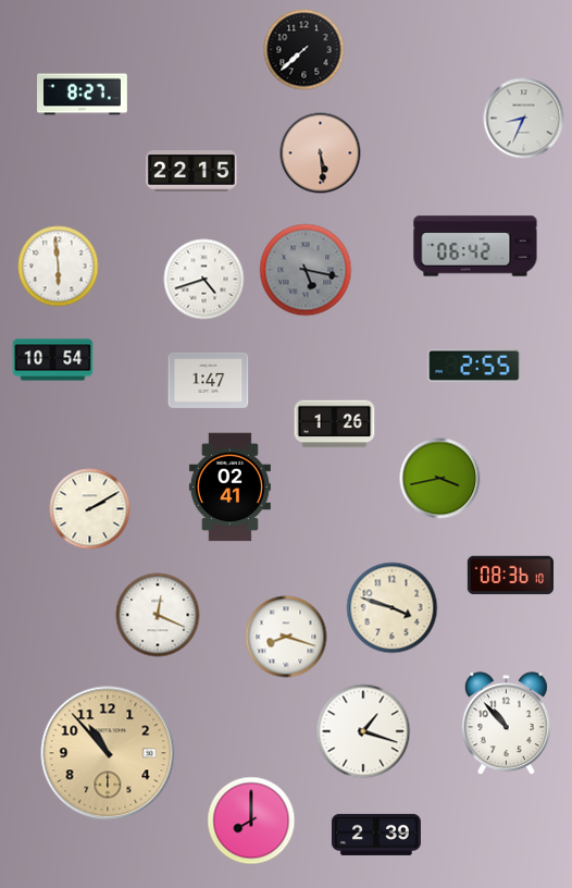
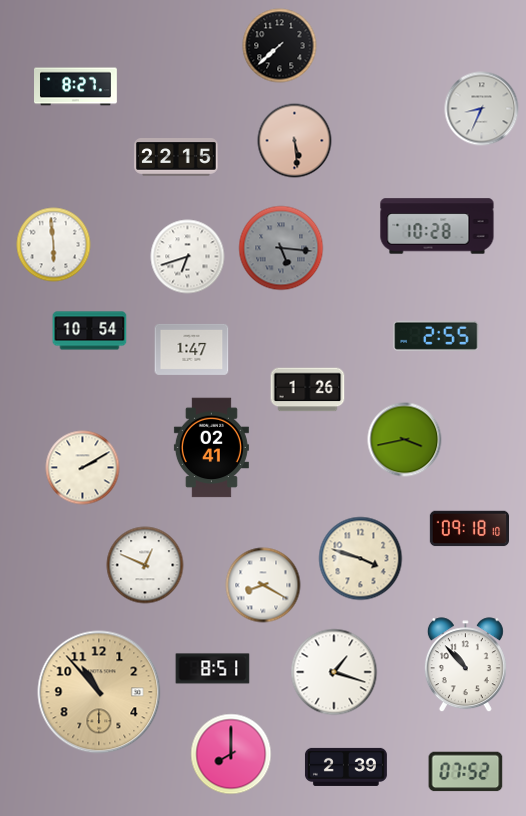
clock at (475, 246): 06:42 -> 10:28
clock at (306, 270): 5:17 -> 5:16
clock at (204, 280): 4:42 -> 6:42
clock at (53, 360) position: (53, 360) -> (90, 331)
clock at (510, 576): 08:36 -> 09:18
clock at (158, 615): 12:19 -> 12:49
clock at (286, 637): 8:18 -> 8:20
clock at (213, 669): none -> 8:51
clock at (466, 772): none -> 07:52
